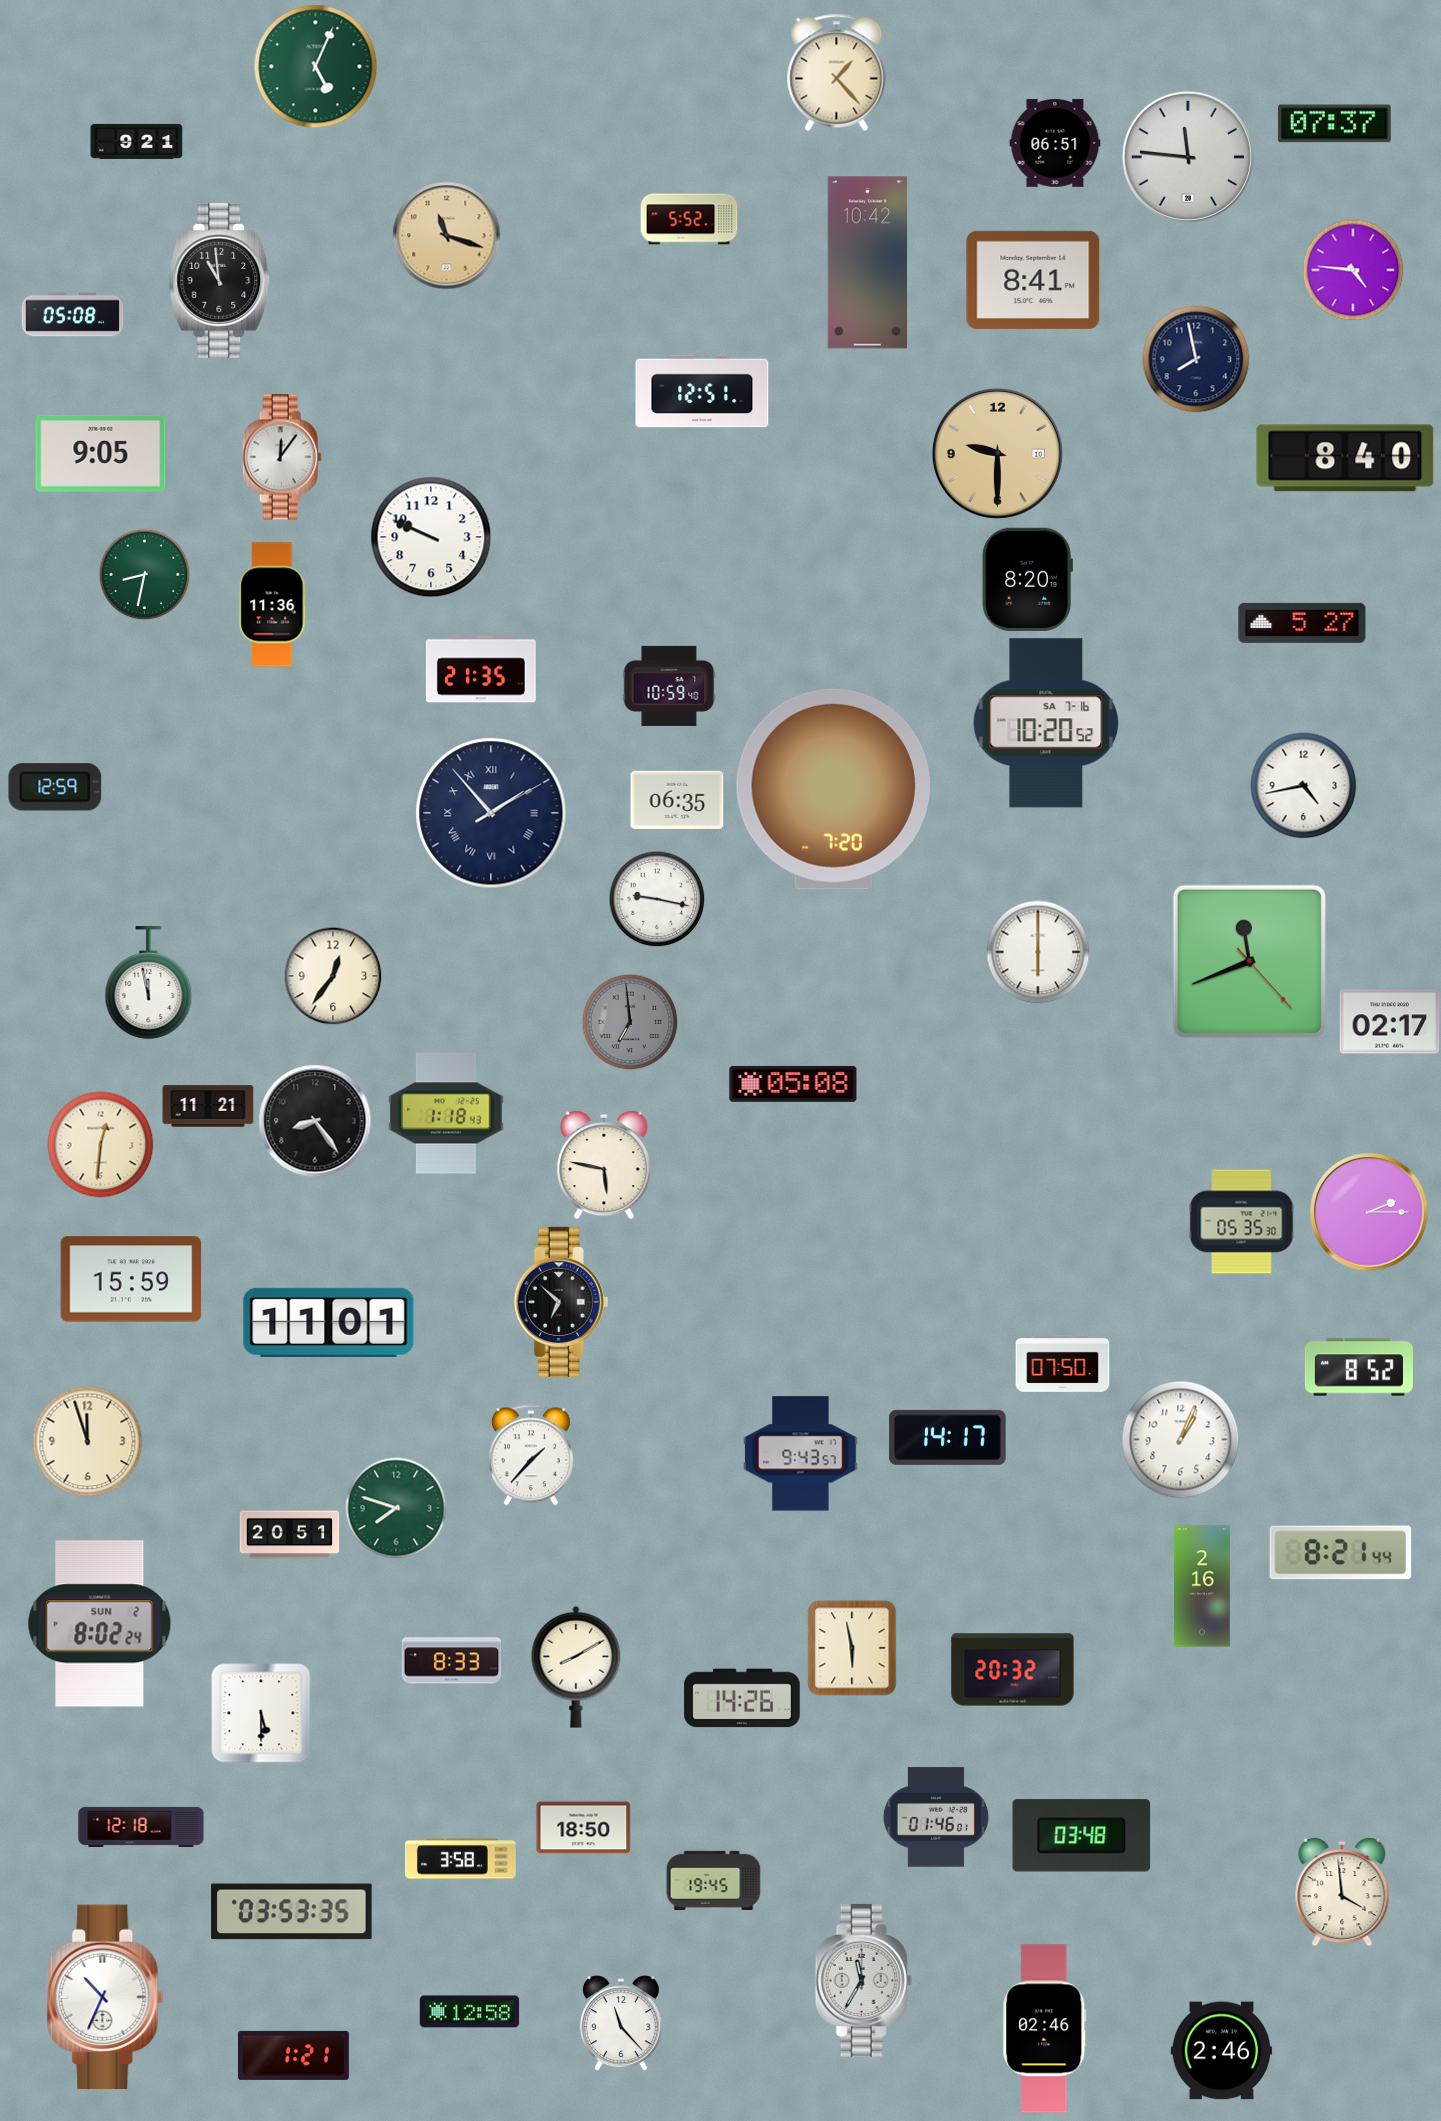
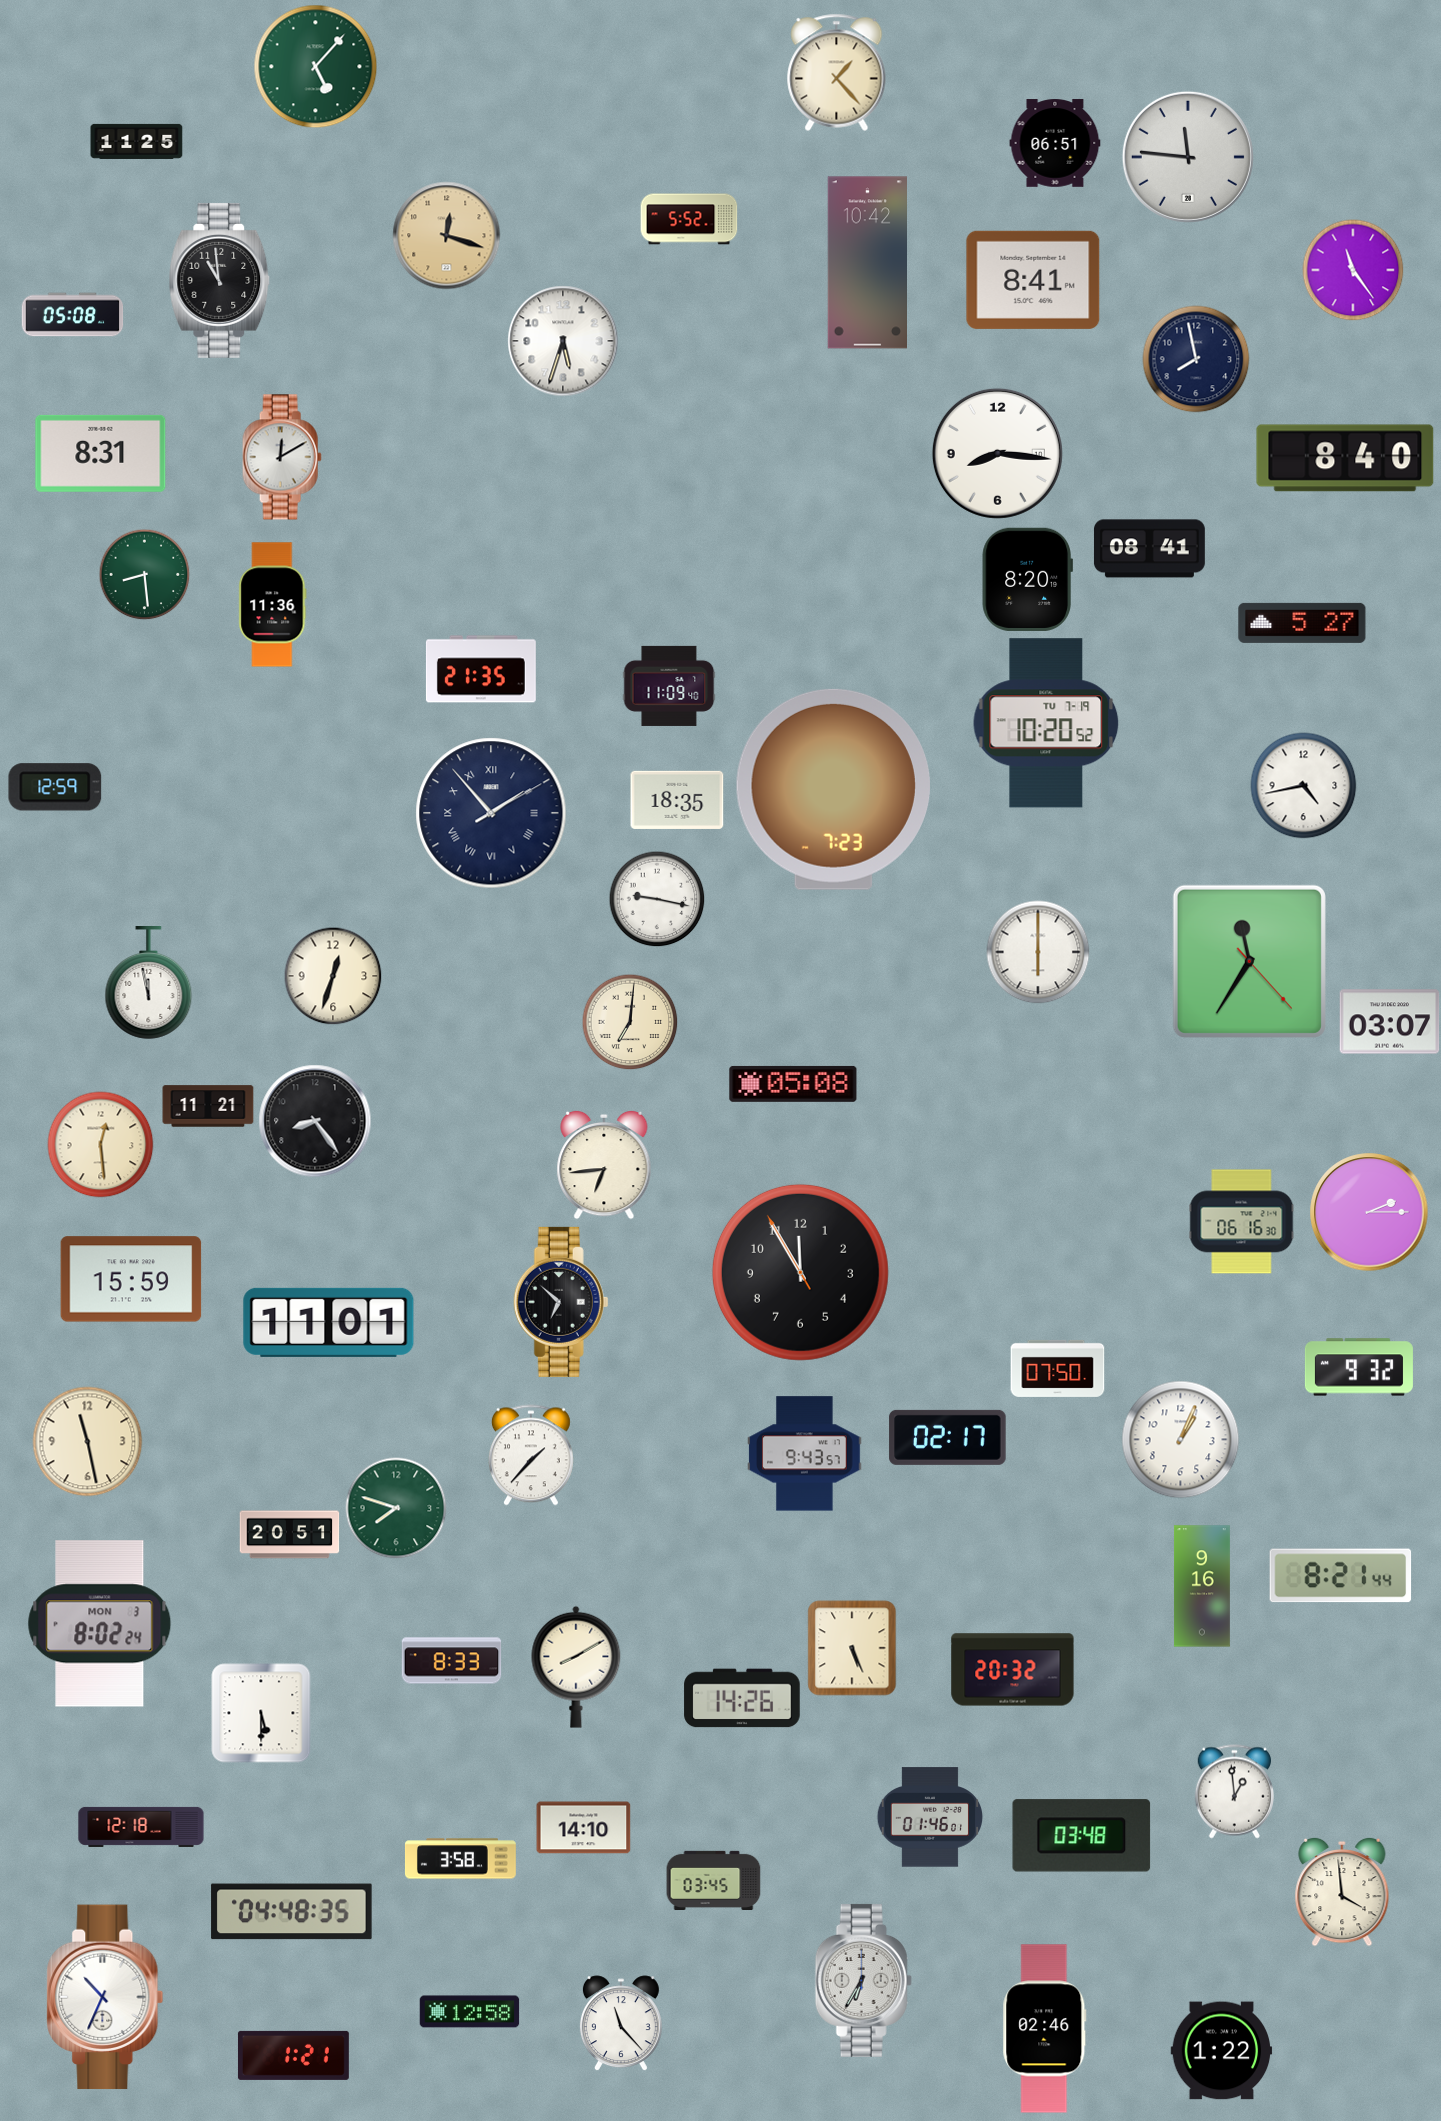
clock at (316, 67): 5:04 -> 5:07
clock at (1334, 124): 07:37 -> none
clock at (137, 141): 9:21 -> 11:25
clock at (447, 236): 11:18 -> 12:18
clock at (1353, 270): 4:46 -> 11:24
clock at (563, 341): none -> 5:33
clock at (702, 391): 12:51 -> none
clock at (101, 453): 9:05 -> 8:31
clock at (997, 453): 9:30 -> 8:16
clock at (997, 453) dial: champagne -> white
clock at (282, 457): 12:06 -> 12:10
clock at (431, 537): 9:49 -> none
clock at (1149, 549): none -> 08:41
clock at (144, 574): 8:32 -> 8:29
clock at (669, 686): 10:59 -> 11:09
clock at (1046, 723) date: SA 7-16 -> TU 7-19
clock at (833, 789): 7:20 -> 7:23
clock at (677, 800): 06:35 -> 18:35
clock at (1249, 961): 11:41 -> 11:35
clock at (333, 976): 12:36 -> 12:33
clock at (630, 1022): 6:59 -> 7:01
clock at (630, 1022) dial: grey -> cream
clock at (1390, 1022): 02:17 -> 03:07
clock at (446, 1113): 1:18 -> none
clock at (101, 1145): 12:31 -> 12:29
clock at (604, 1165): 5:47 -> 6:44
clock at (1242, 1222): 05:35 -> 06:16
clock at (800, 1272): none -> 11:54
clock at (1063, 1363) position: (1063, 1363) -> (1058, 1368)
clock at (1359, 1367): 8:52 -> 9:32
clock at (948, 1437): 14:17 -> 02:17
clock at (88, 1442): 11:57 -> 11:28
clock at (801, 1454) position: (801, 1454) -> (805, 1454)
clock at (1341, 1553) position: (1341, 1553) -> (1341, 1576)
clock at (1203, 1586): 2:16 -> 9:16
clock at (100, 1624) date: SUN 2 -> MON 3
clock at (852, 1648): 5:58 -> 5:26
clock at (1234, 1792): none -> 12:59
clock at (935, 1817) position: (935, 1817) -> (929, 1817)
clock at (584, 1828): 18:50 -> 14:10
clock at (714, 1880): 19:45 -> 03:45
clock at (292, 1912): 03:53 -> 04:48
clock at (863, 1980): 11:35 -> 6:35
clock at (1222, 2051): 2:46 -> 1:22
